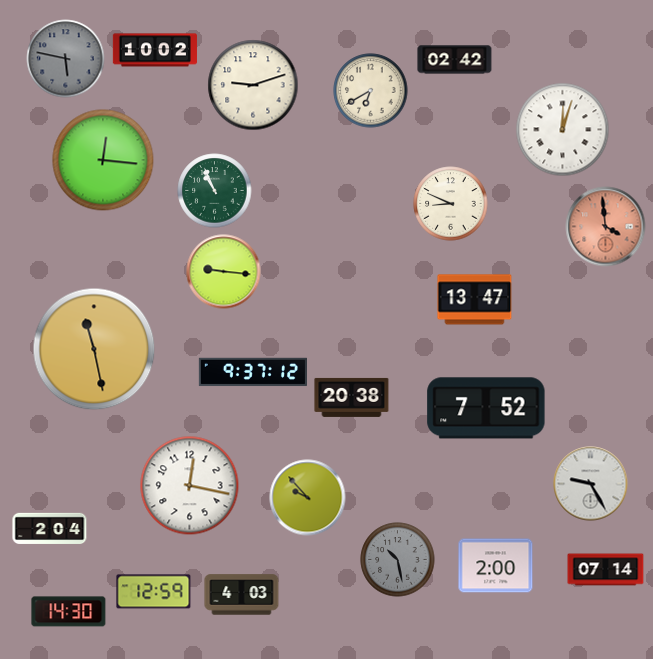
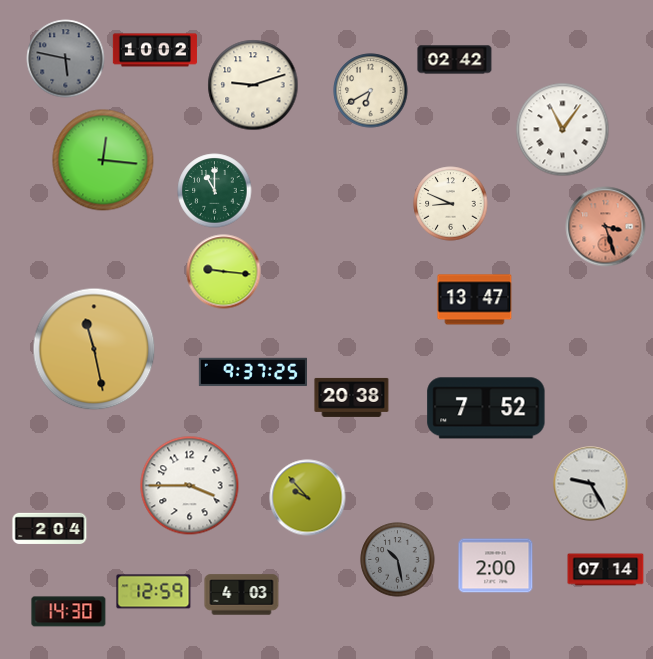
clock at (563, 130): 12:03 -> 11:06
clock at (215, 191): 10:56 -> 11:00
clock at (606, 227): 3:59 -> 3:27
clock at (252, 372): 9:37:12 -> 9:37:25
clock at (190, 486): 12:17 -> 3:45
